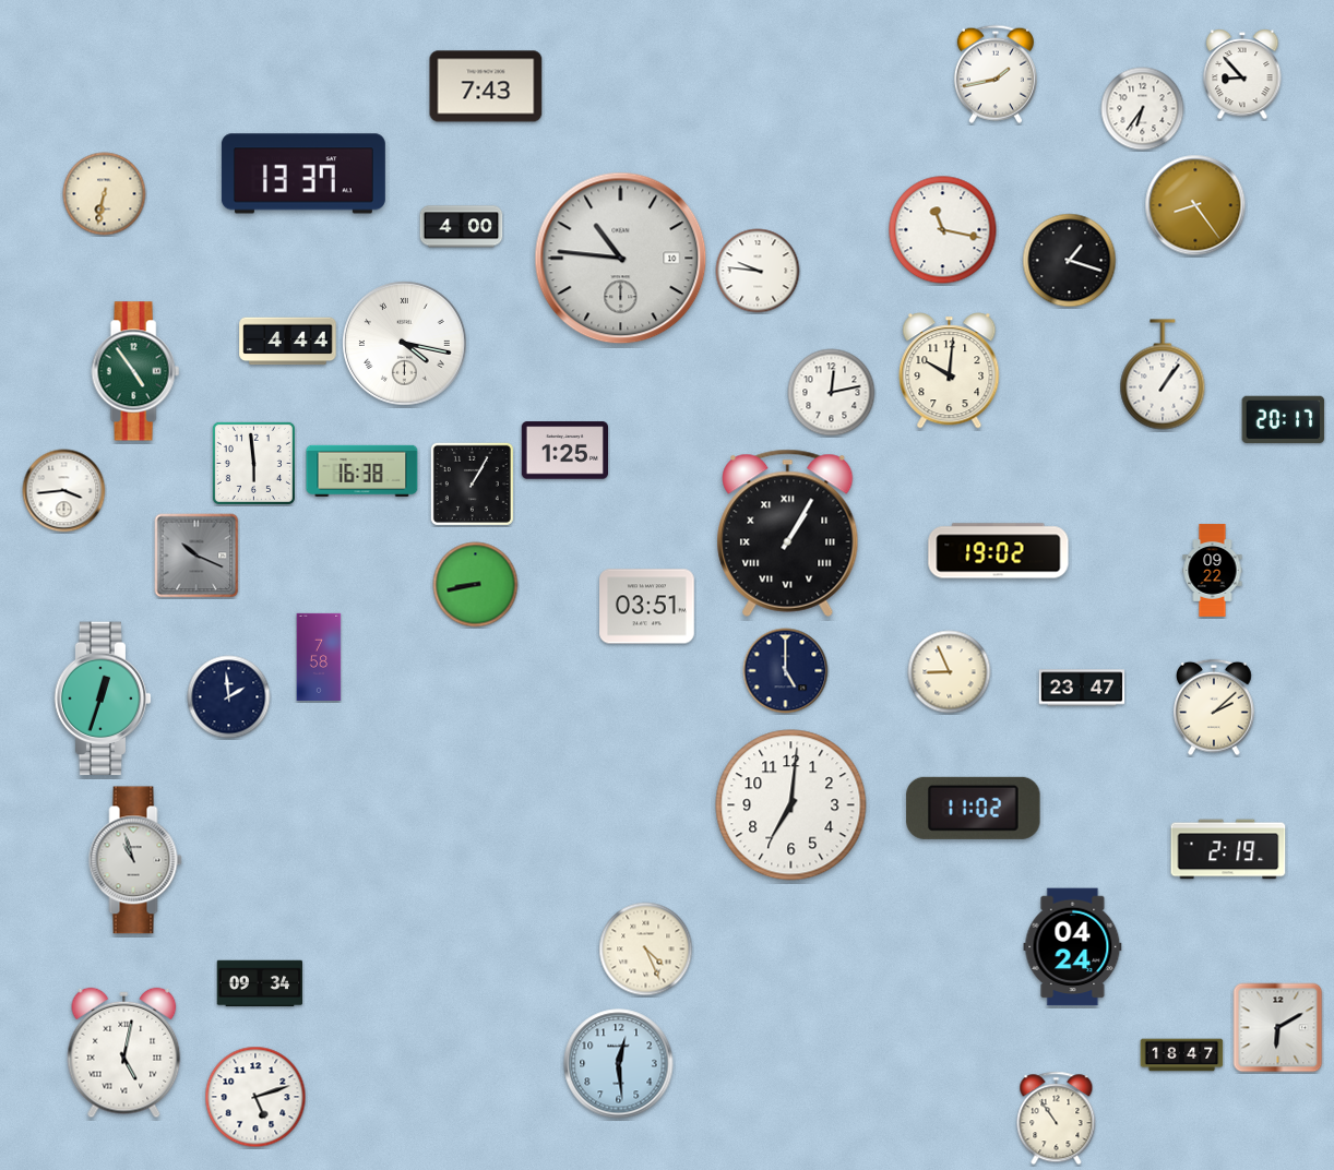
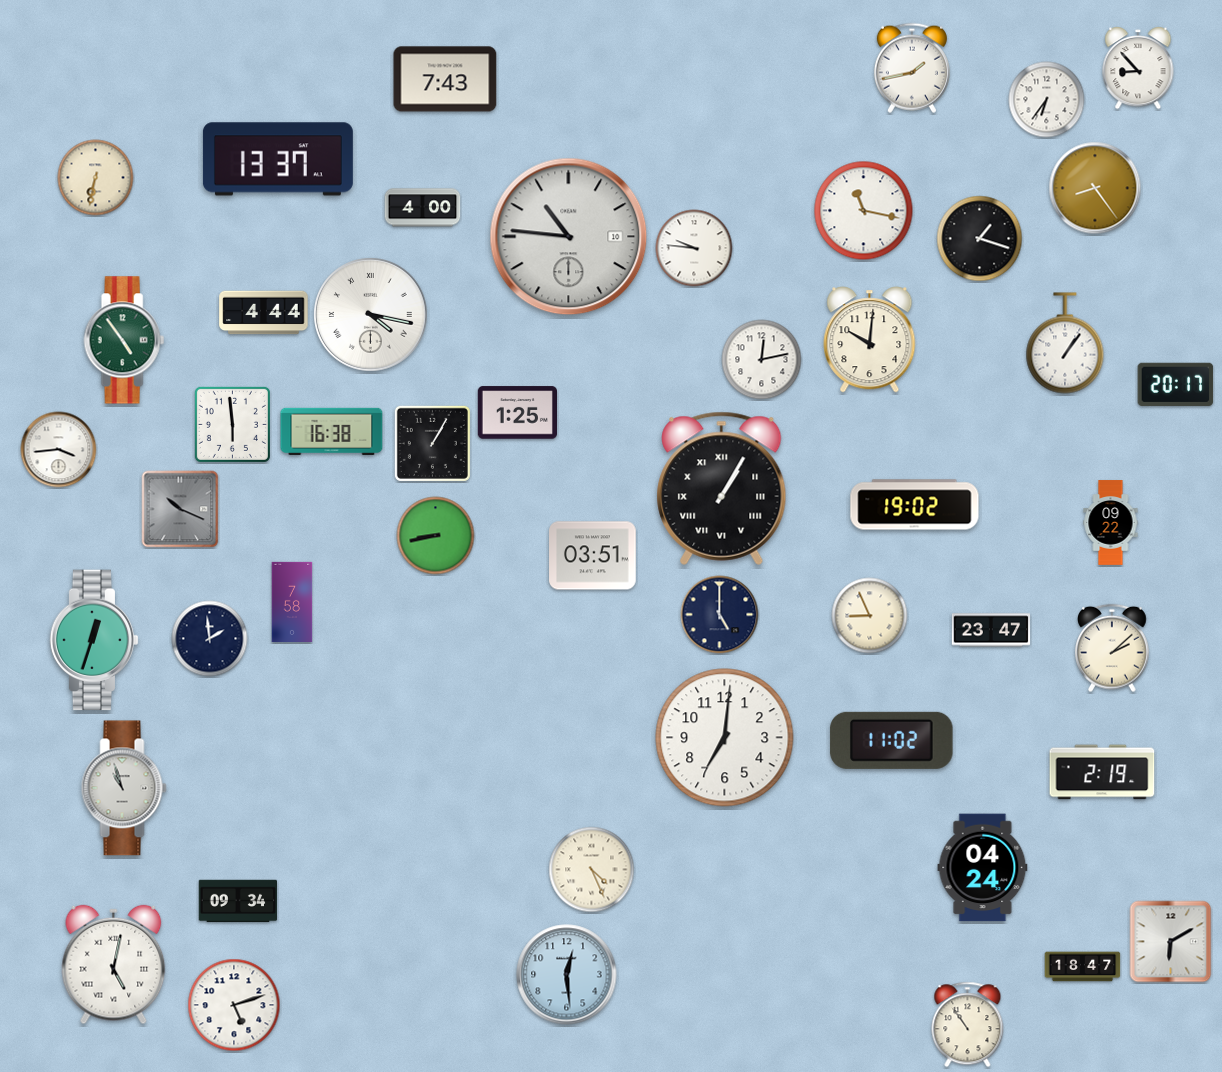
clock at (1228, 849) position: (1228, 849) -> (1102, 772)
